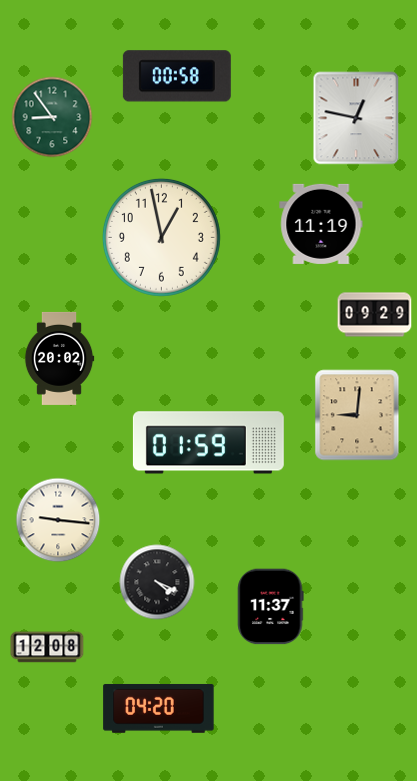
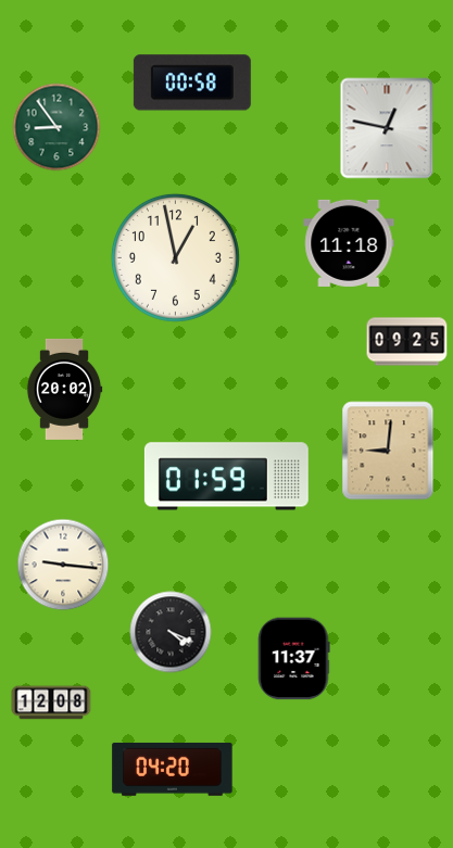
clock at (321, 224): 11:19 -> 11:18
clock at (375, 315): 09:29 -> 09:25
clock at (208, 443) position: (208, 443) -> (226, 477)
